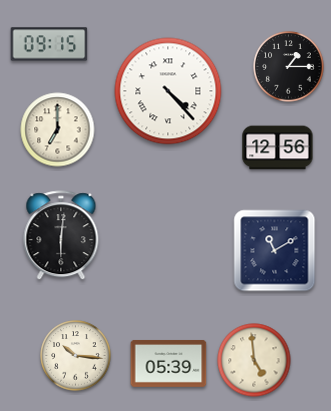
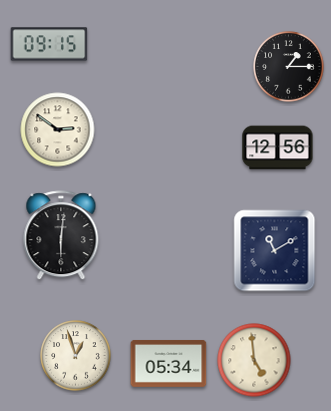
clock at (168, 91): 4:23 -> none
clock at (58, 130): 7:00 -> 2:51
clock at (76, 356): 10:16 -> 12:57
clock at (169, 363): 05:39 -> 05:34
